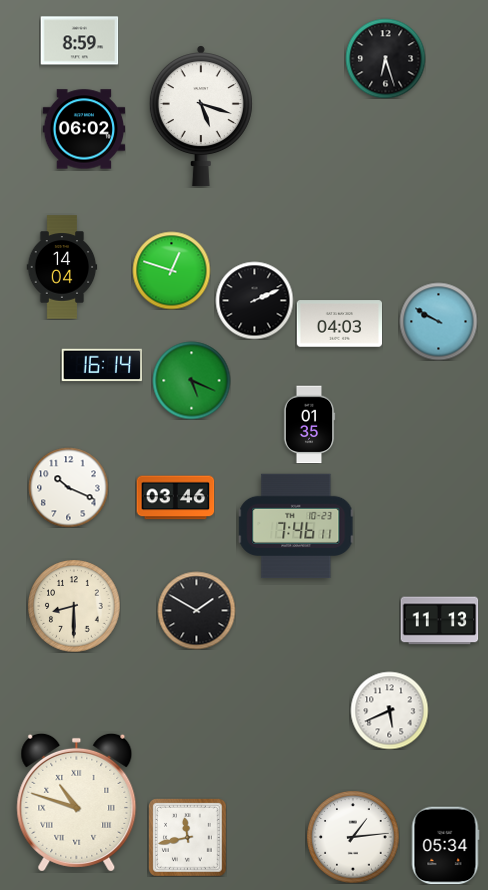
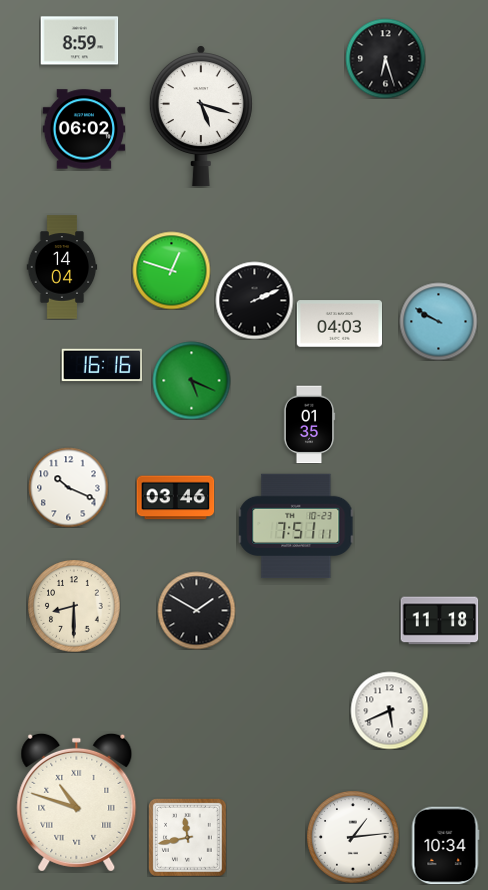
clock at (102, 365): 16:14 -> 16:16
clock at (296, 526): 7:46 -> 7:51
clock at (439, 621): 11:13 -> 11:18
clock at (445, 845): 05:34 -> 10:34
